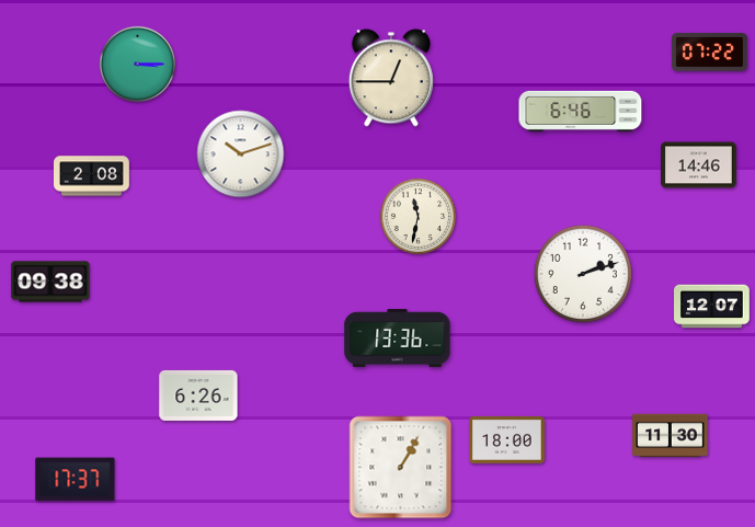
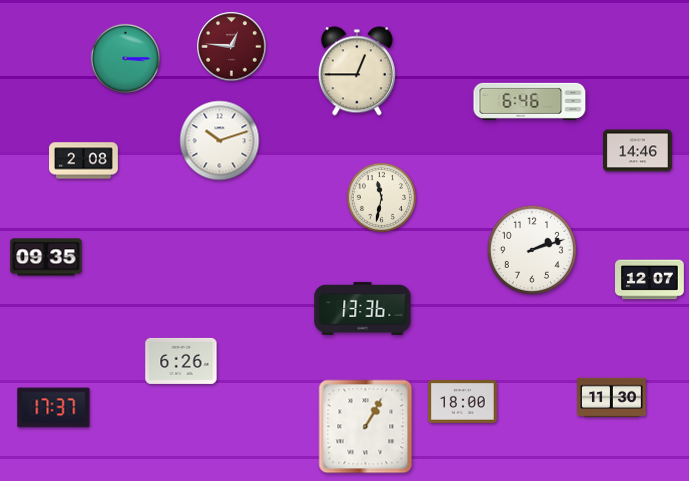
clock at (232, 47): none -> 12:46
clock at (710, 53): 07:22 -> none
clock at (50, 282): 09:38 -> 09:35
clock at (76, 480) position: (76, 480) -> (54, 408)
